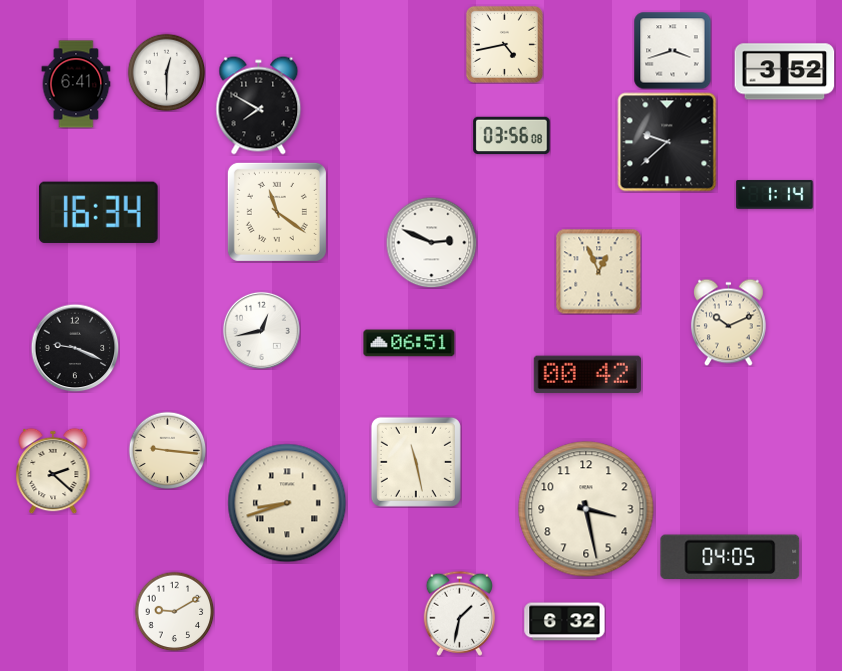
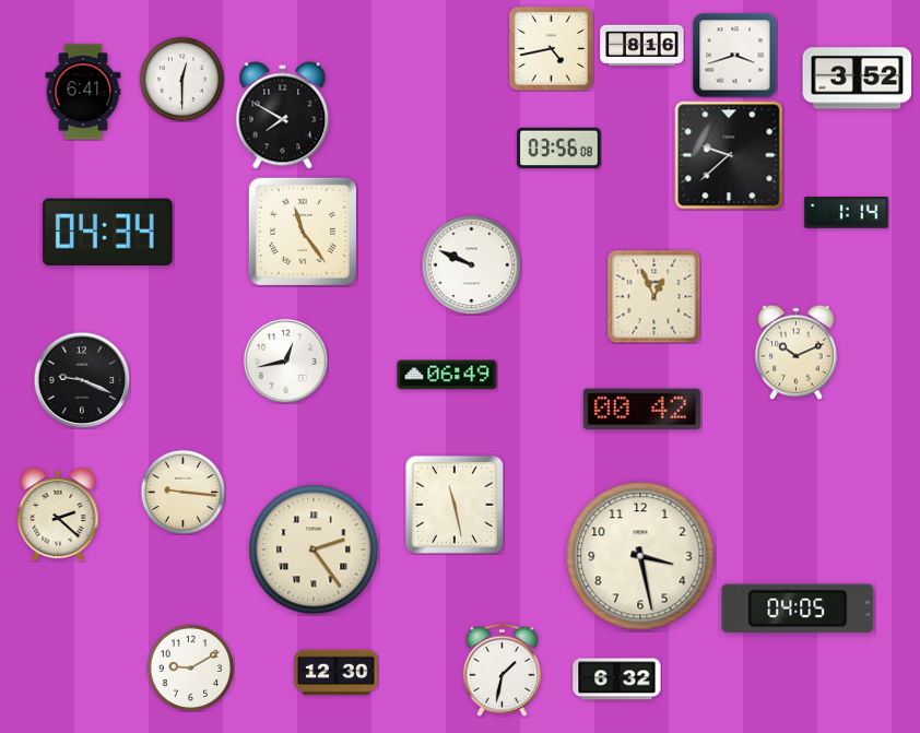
clock at (642, 46): none -> 8:16
clock at (99, 212): 16:34 -> 04:34
clock at (277, 212): 11:21 -> 11:24
clock at (431, 242): 2:49 -> 9:49
clock at (409, 343): 06:51 -> 06:49
clock at (287, 503): 8:42 -> 2:24
clock at (337, 673): none -> 12:30
